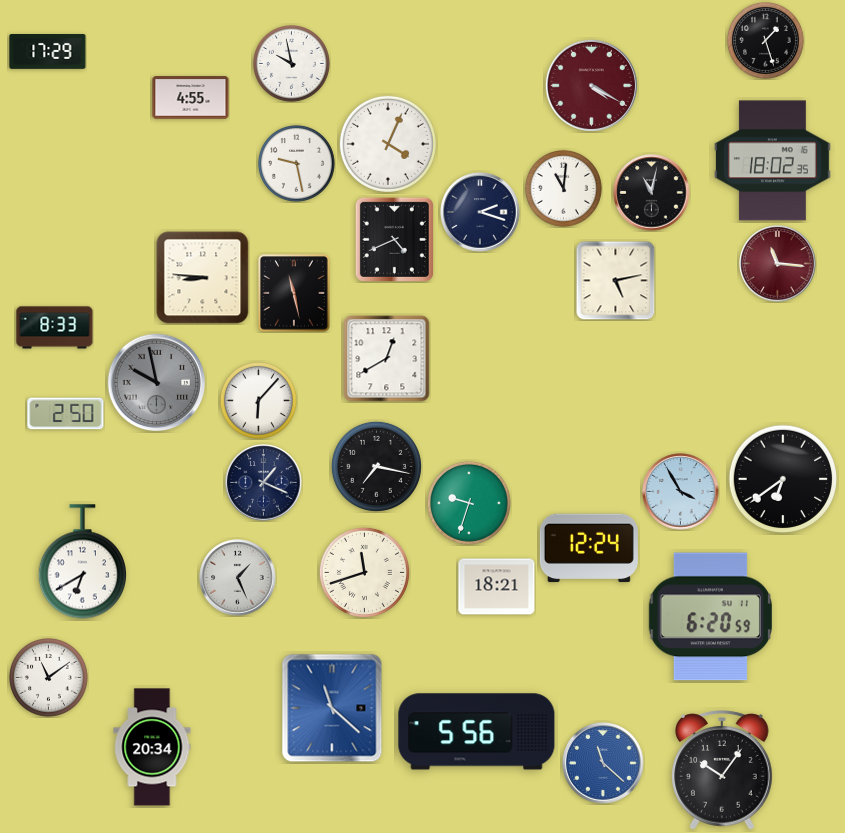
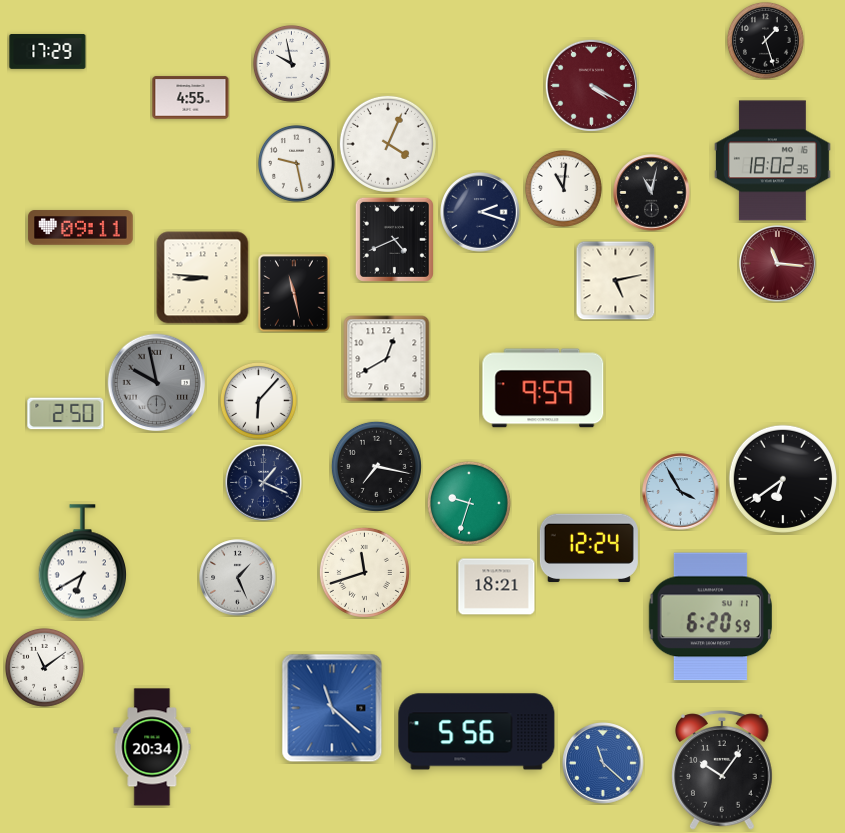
clock at (81, 228): none -> 09:11
clock at (55, 328): 8:33 -> none
clock at (543, 388): none -> 9:59
clock at (48, 677) position: (48, 677) -> (44, 667)
